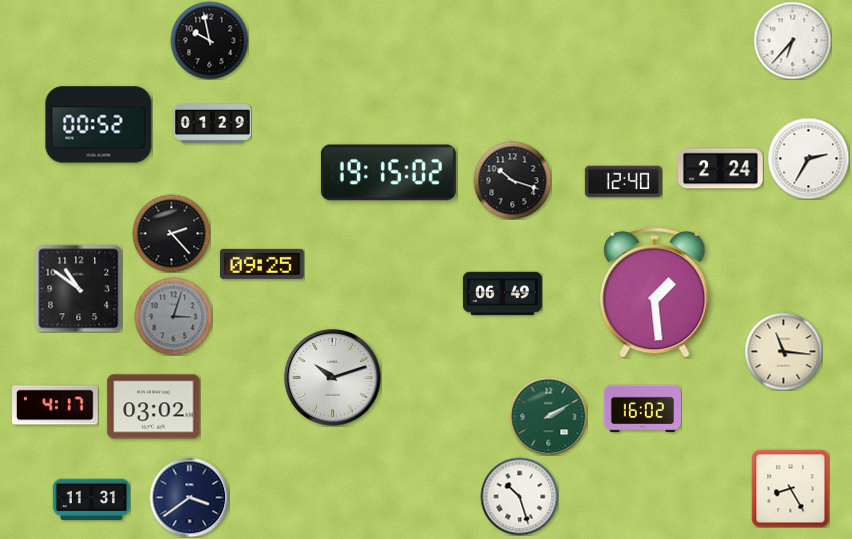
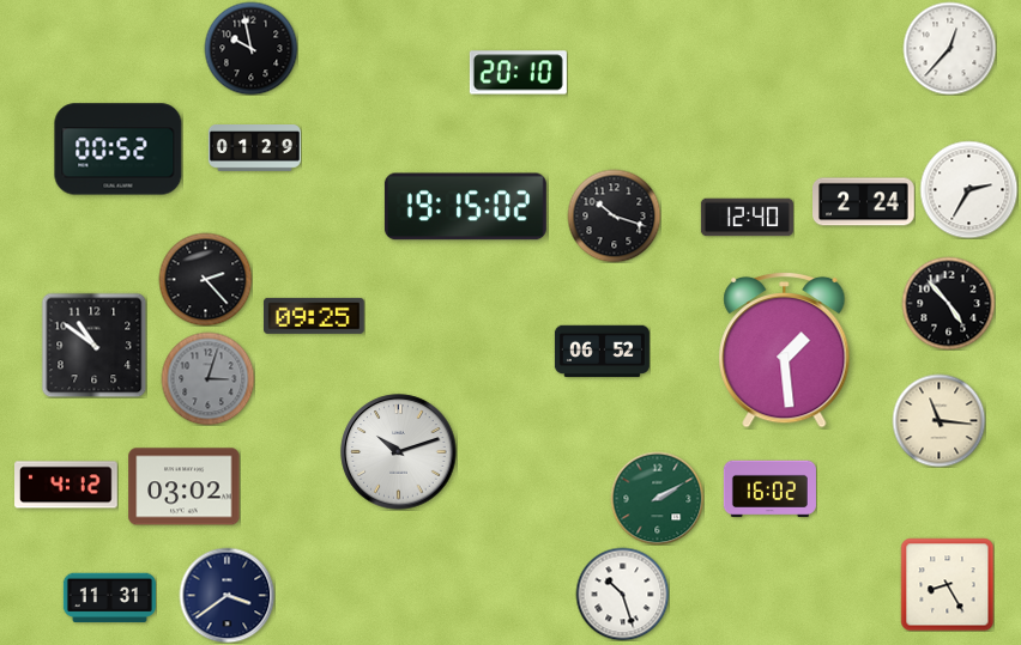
clock at (792, 40): 6:37 -> 12:37
clock at (518, 73): none -> 20:10
clock at (948, 303): none -> 4:53
clock at (502, 294): 06:49 -> 06:52
clock at (55, 405): 4:17 -> 4:12
